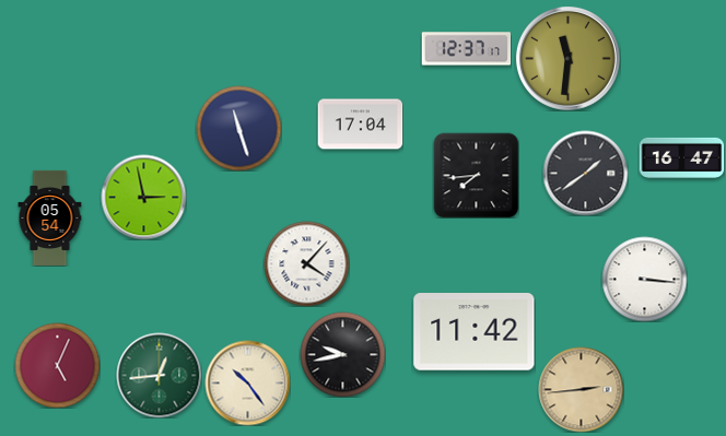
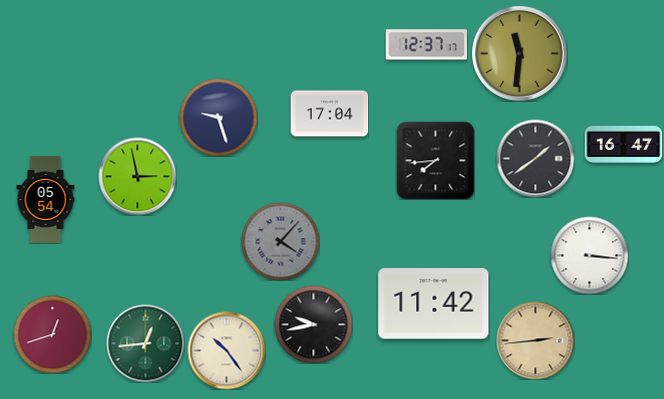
clock at (238, 128): 11:27 -> 9:27
clock at (143, 197) position: (143, 197) -> (137, 176)
clock at (306, 263) dial: white -> grey
clock at (57, 365): 5:04 -> 12:42
clock at (581, 389) position: (581, 389) -> (535, 340)
